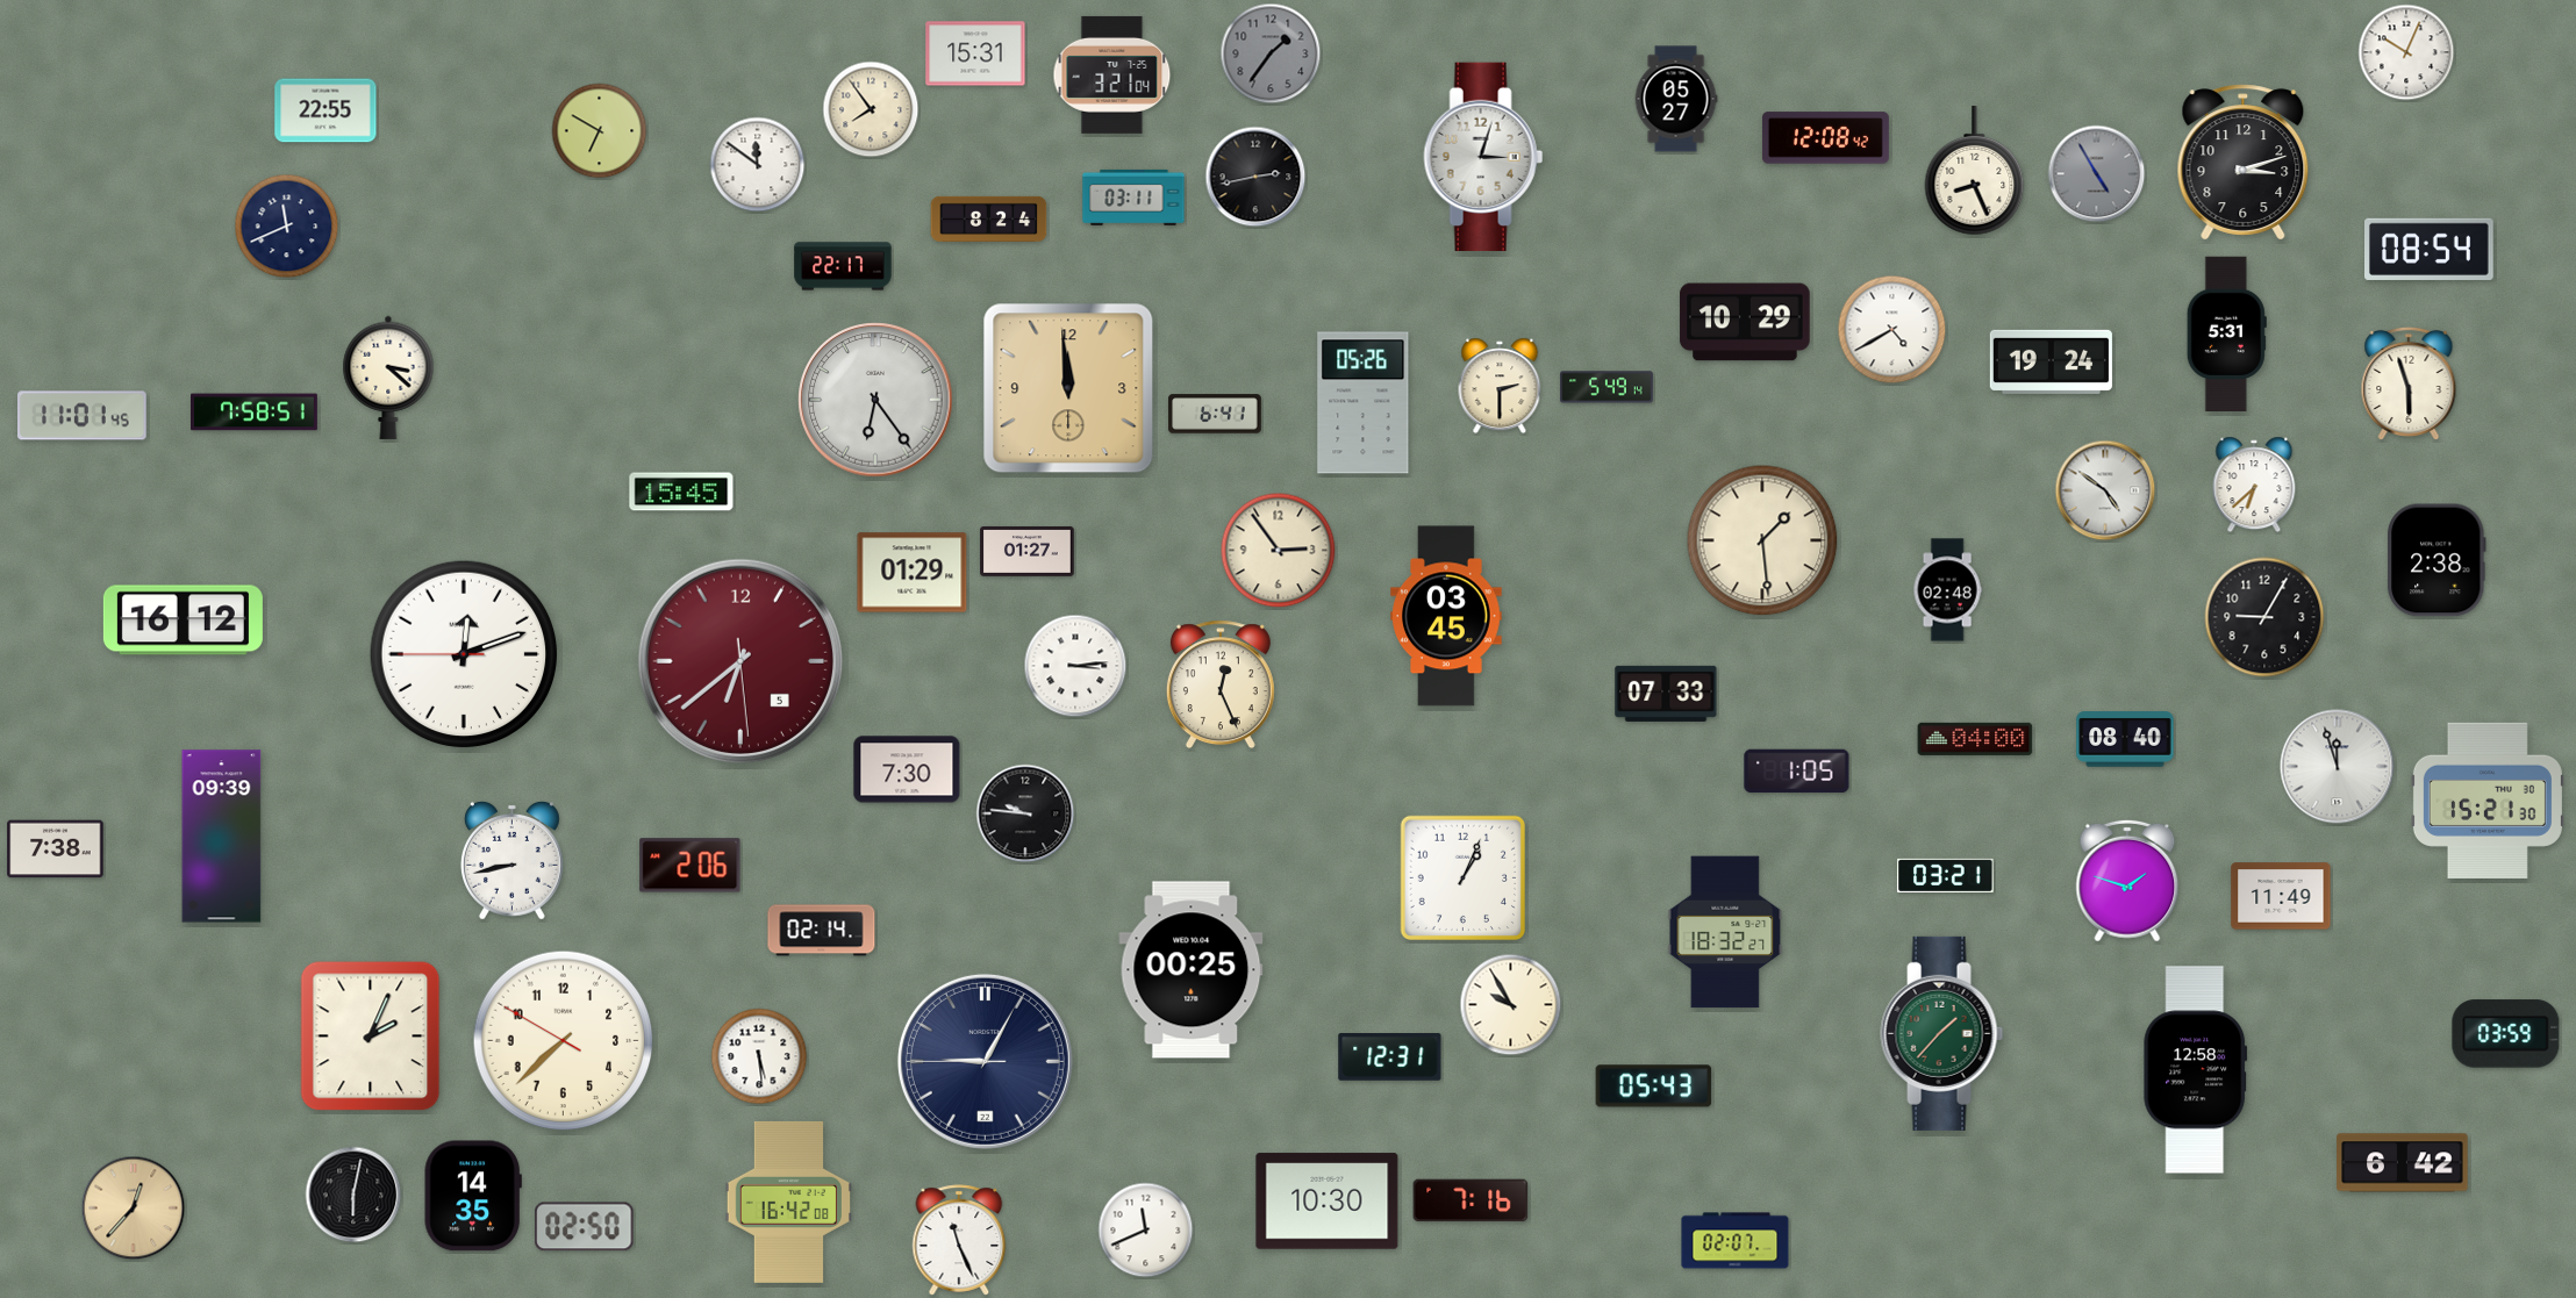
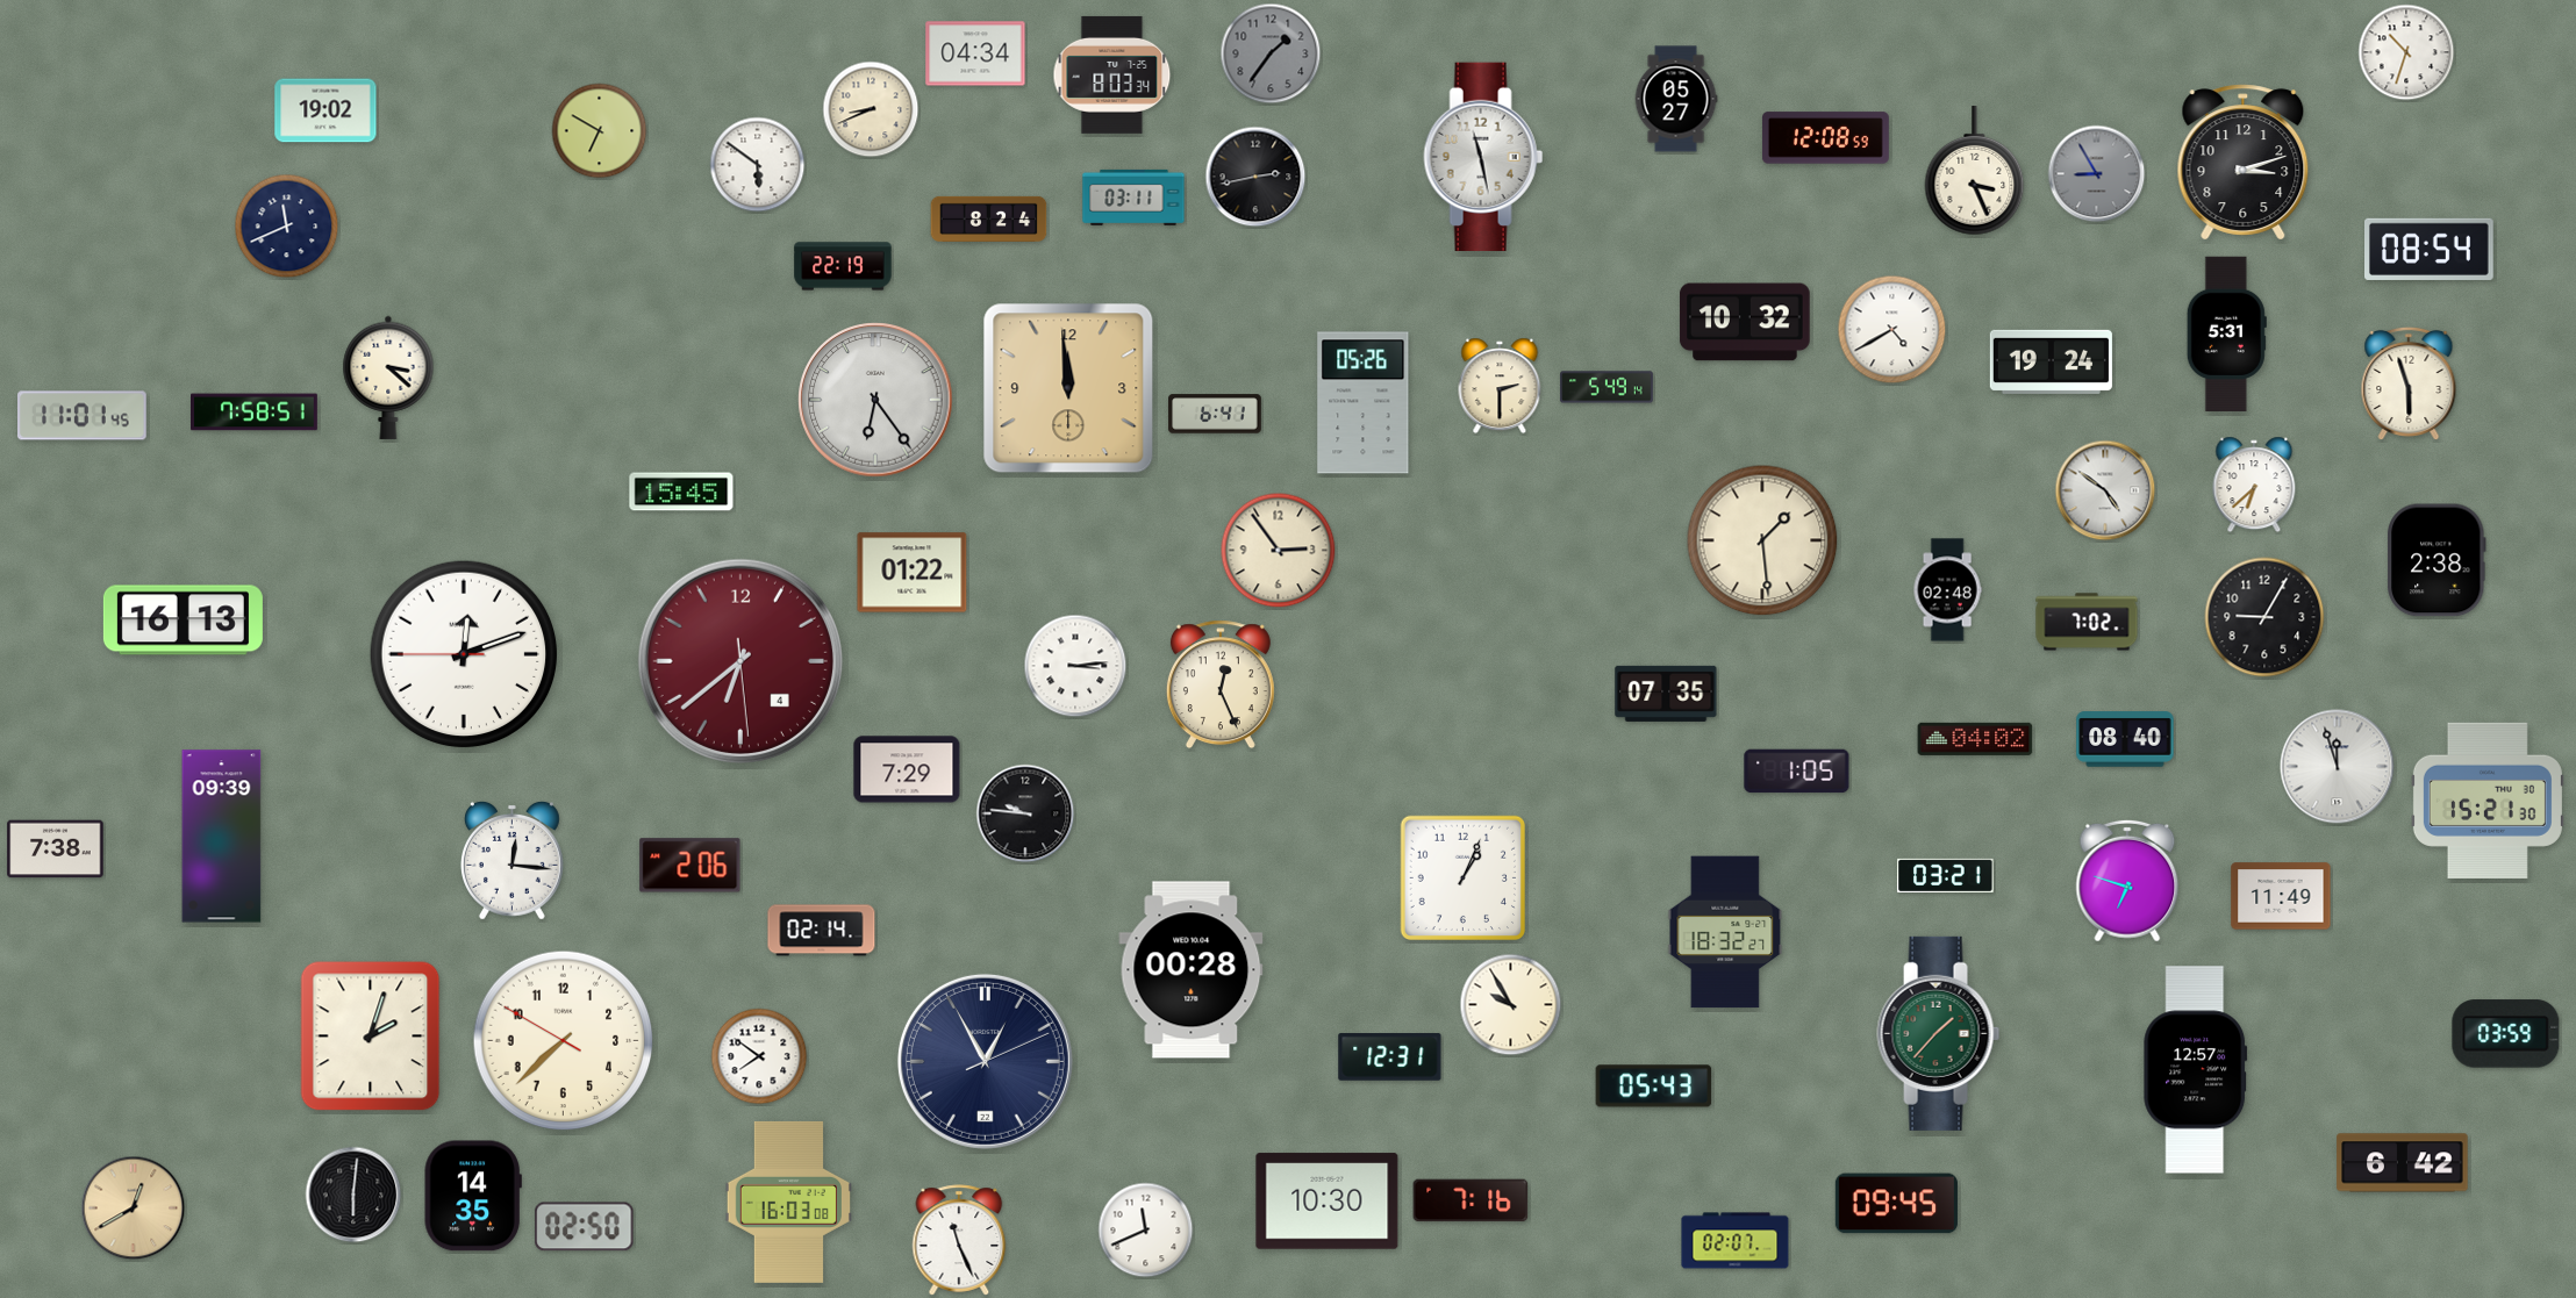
clock at (2406, 52): 10:04 -> 10:33
clock at (975, 53): 15:31 -> 04:34
clock at (1112, 74): 3:21 -> 8:03
clock at (871, 109): 7:54 -> 8:41
clock at (325, 110): 22:55 -> 19:02
clock at (1825, 138): 12:08:42 -> 12:08:59
clock at (1483, 156): 3:03 -> 11:28
clock at (758, 165): 11:51 -> 5:51
clock at (1975, 171): 8:26 -> 3:26
clock at (2097, 174): 4:55 -> 8:55
clock at (843, 266): 22:17 -> 22:19
clock at (1745, 322): 10:29 -> 10:32
clock at (1028, 551): 01:27 -> none
clock at (913, 573): 01:29 -> 01:22
clock at (1446, 616): 03:45 -> none
clock at (183, 621): 16:12 -> 16:13
clock at (2087, 622): none -> 7:02
clock at (740, 661) date: 5 -> 4
clock at (1666, 694): 07:33 -> 07:35
clock at (1975, 739): 04:00 -> 04:02
clock at (907, 769): 7:30 -> 7:29
clock at (511, 860): 8:43 -> 12:16
clock at (2127, 881): 1:48 -> 6:48
clock at (1192, 970): 00:25 -> 00:28
clock at (1942, 1033) position: (1942, 1033) -> (1939, 1033)
clock at (371, 1037): 2:04 -> 2:03
clock at (759, 1056): 5:29 -> 7:51
clock at (985, 1061): 9:04 -> 12:55
clock at (2196, 1070): 12:58 -> 12:57
clock at (353, 1195): 6:02 -> 6:01
clock at (788, 1202): 16:42 -> 16:03
clock at (1896, 1204): none -> 09:45
clock at (134, 1209): 12:37 -> 12:40
